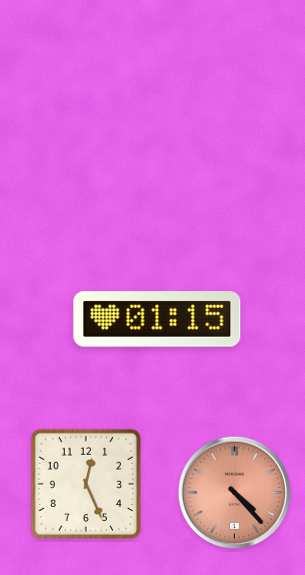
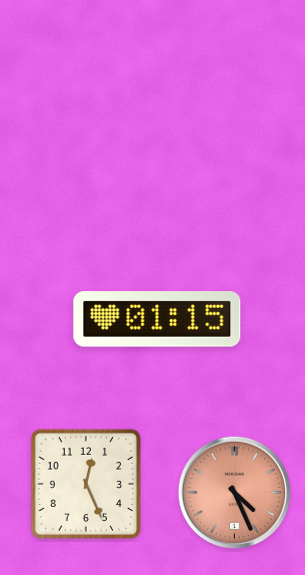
clock at (235, 493): 4:23 -> 4:26
